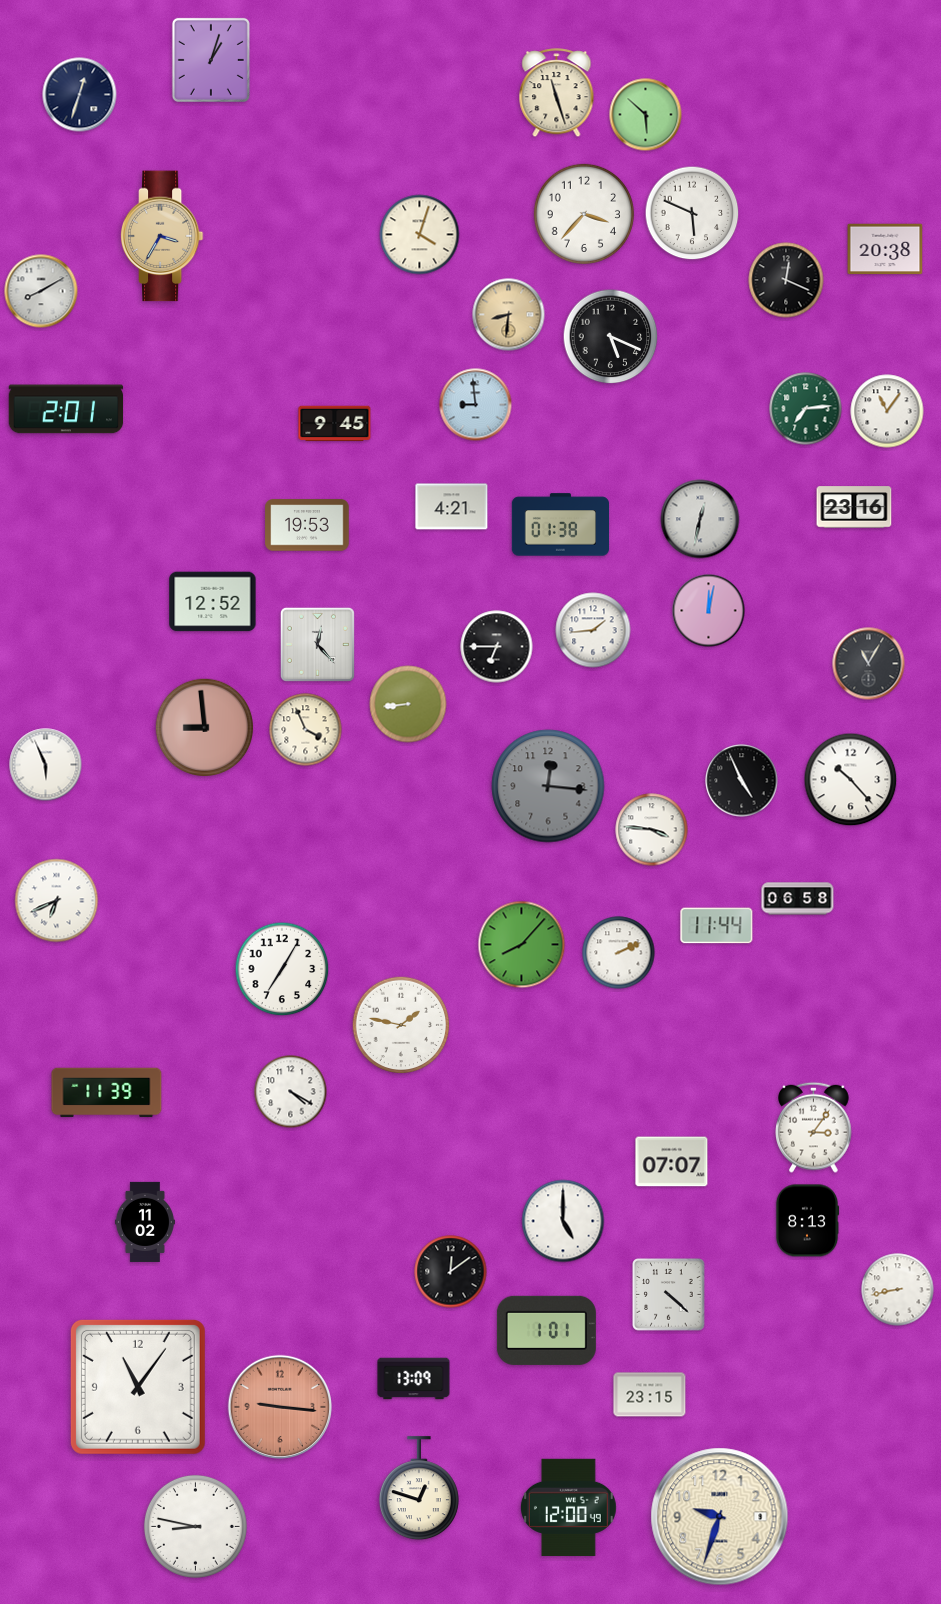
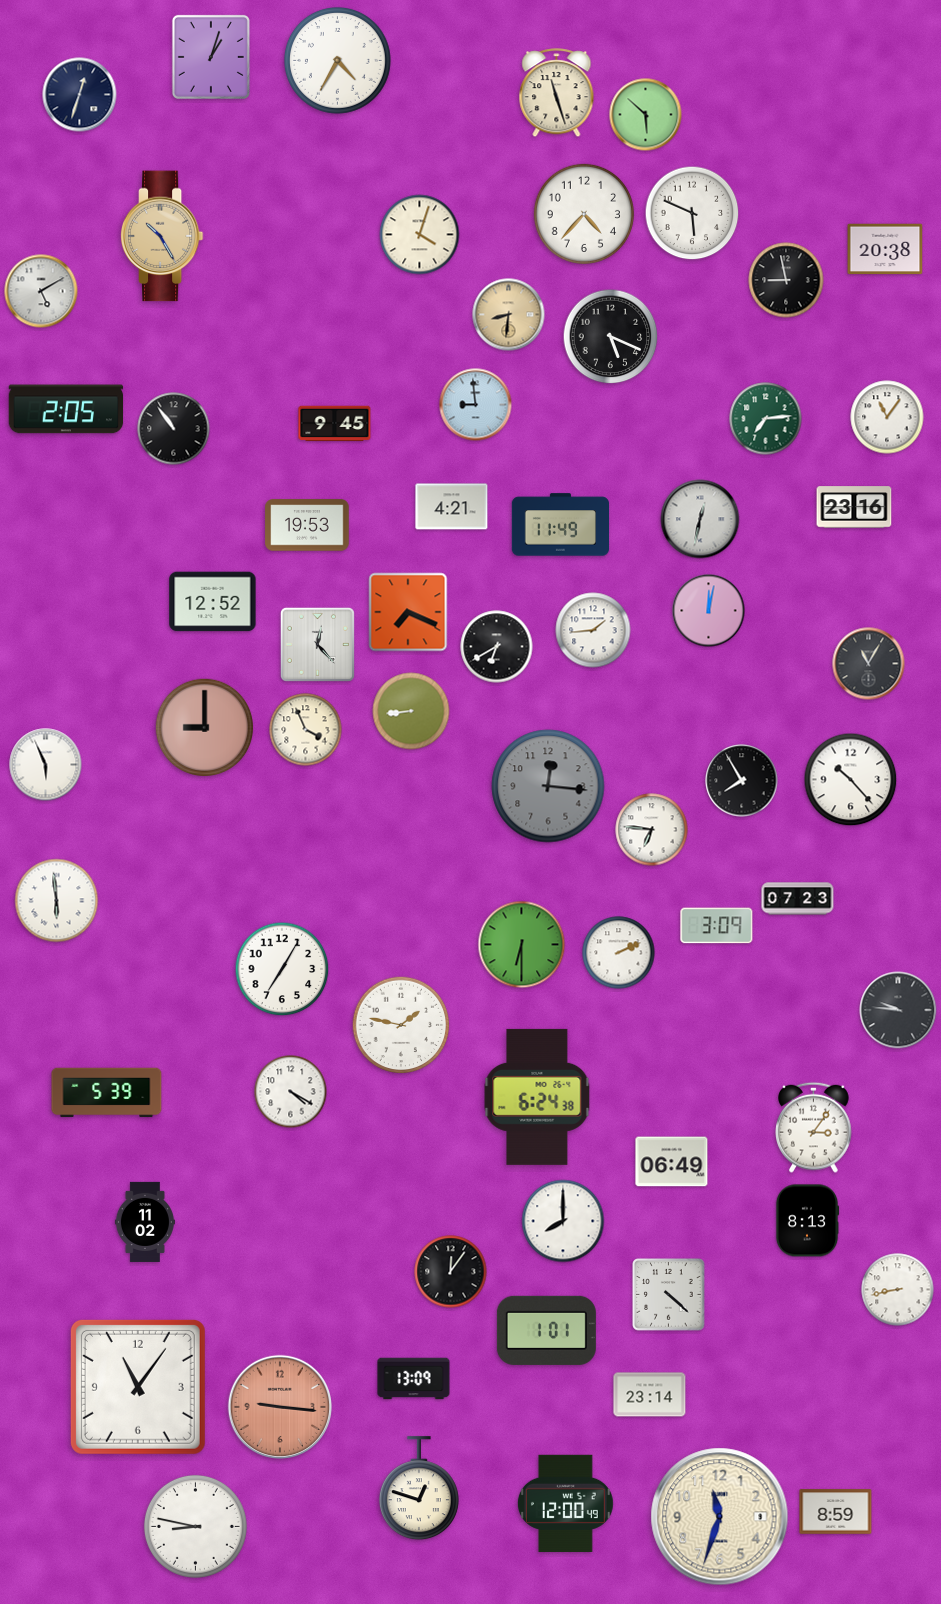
clock at (211, 60) position: (211, 60) -> (211, 57)
clock at (338, 61): none -> 4:35
clock at (584, 214): 3:37 -> 4:37
clock at (162, 236): 3:35 -> 10:25
clock at (786, 280): 12:19 -> 8:58
clock at (41, 291): 8:10 -> 5:10
clock at (66, 409): 2:01 -> 2:05
clock at (806, 409) position: (806, 409) -> (766, 419)
clock at (887, 411) position: (887, 411) -> (887, 417)
clock at (174, 429): none -> 10:54
clock at (560, 525): 01:38 -> 11:49
clock at (408, 612): none -> 7:19
clock at (497, 647): 6:45 -> 6:40
clock at (408, 704) position: (408, 704) -> (411, 711)
clock at (205, 728): 8:59 -> 9:00
clock at (742, 781): 4:56 -> 7:55
clock at (652, 830): 3:46 -> 6:46
clock at (798, 899): 06:58 -> 07:23
clock at (57, 901): 6:41 -> 5:59
clock at (717, 926): 11:44 -> 3:09
clock at (522, 945): 8:07 -> 6:30
clock at (898, 1010): none -> 9:46
clock at (107, 1093): 11:39 -> 5:39
clock at (537, 1097): none -> 6:24
clock at (672, 1162): 07:07 -> 06:49
clock at (563, 1221): 5:00 -> 8:00
clock at (451, 1272): 12:09 -> 12:06
clock at (650, 1395): 23:15 -> 23:14
clock at (568, 1507) position: (568, 1507) -> (565, 1503)
clock at (836, 1512): none -> 8:59
clock at (720, 1517): 9:33 -> 11:33
